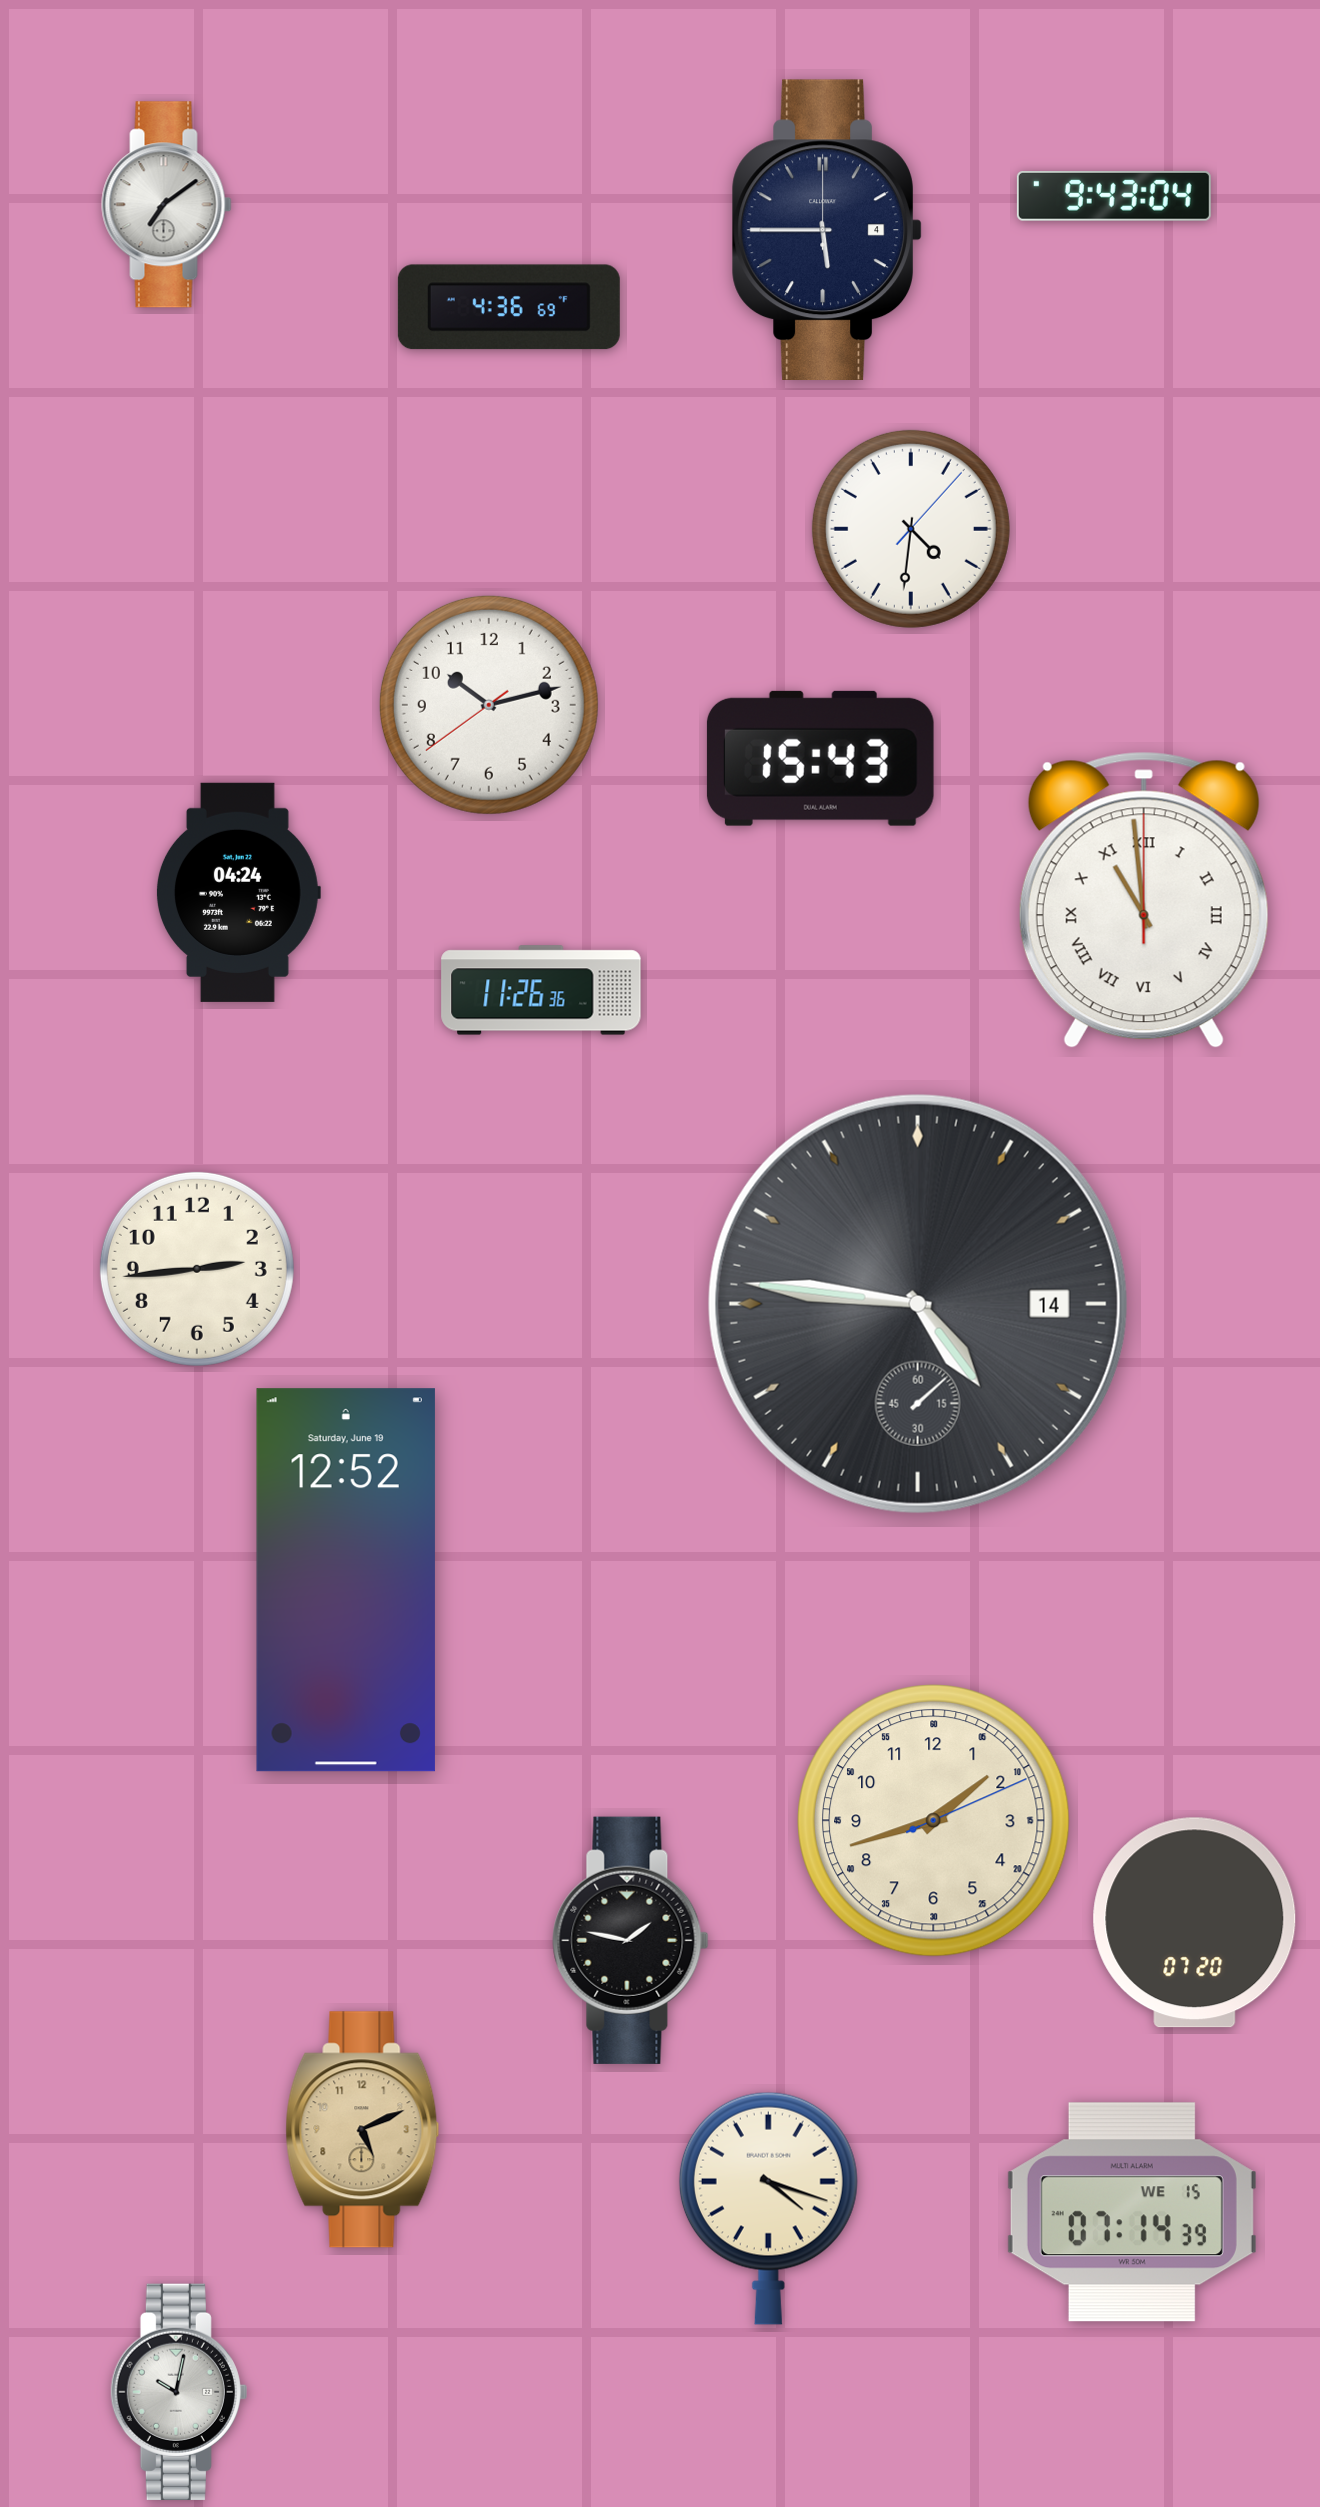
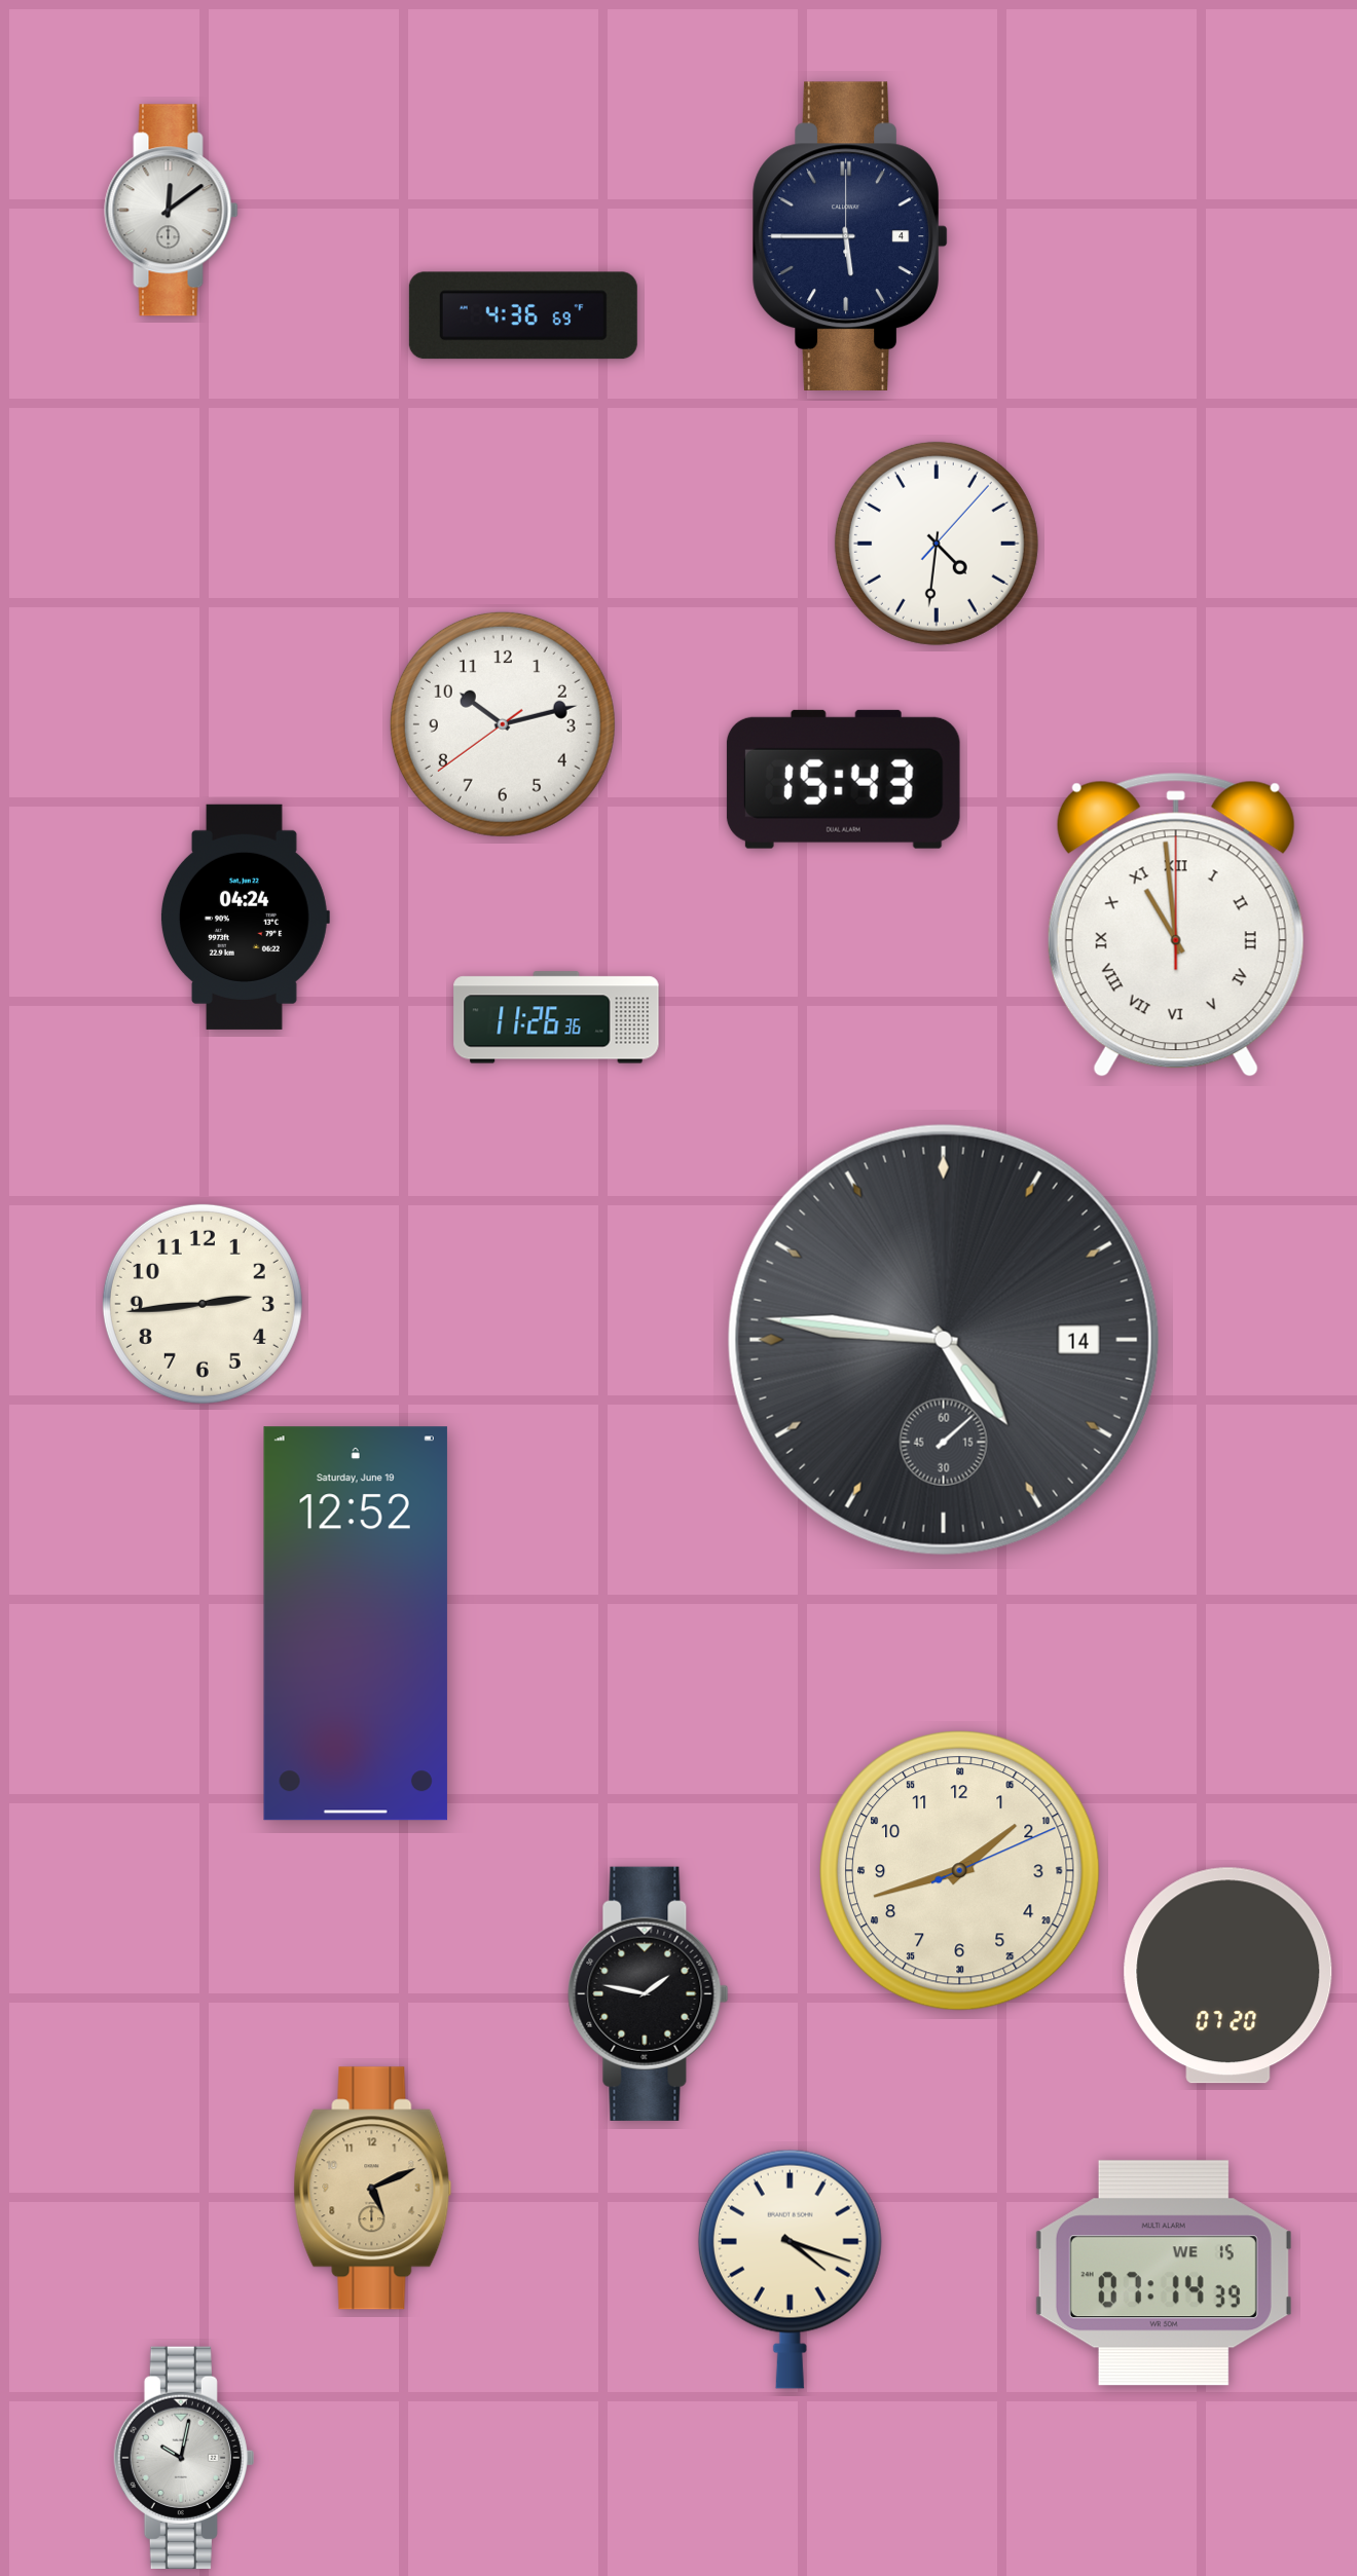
clock at (1114, 196): 9:43 -> none
clock at (167, 205): 7:09 -> 12:09
